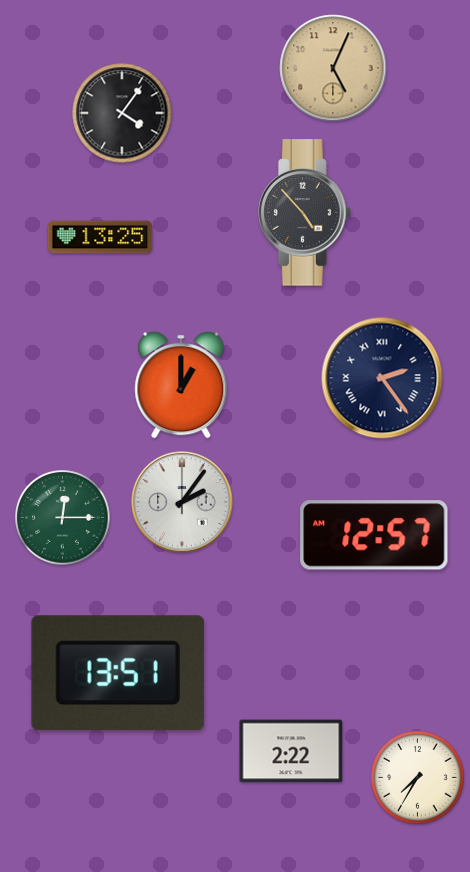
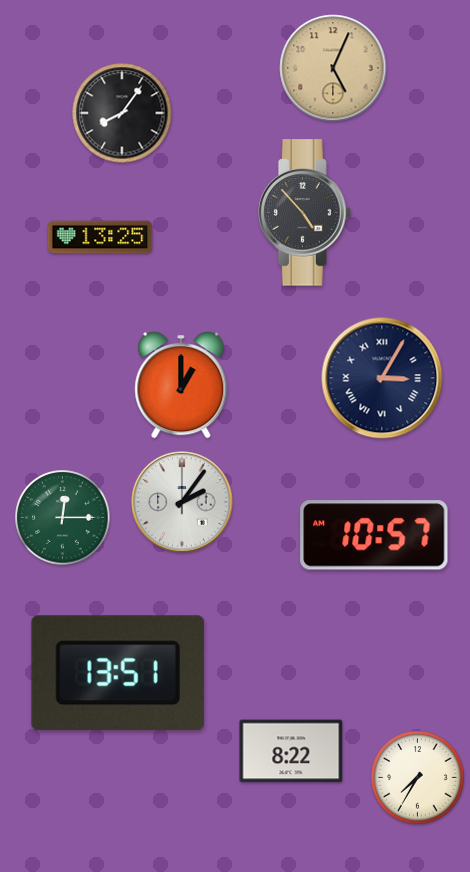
clock at (122, 113): 4:06 -> 8:06
clock at (382, 378): 2:24 -> 3:05
clock at (374, 535): 12:57 -> 10:57
clock at (291, 751): 2:22 -> 8:22
